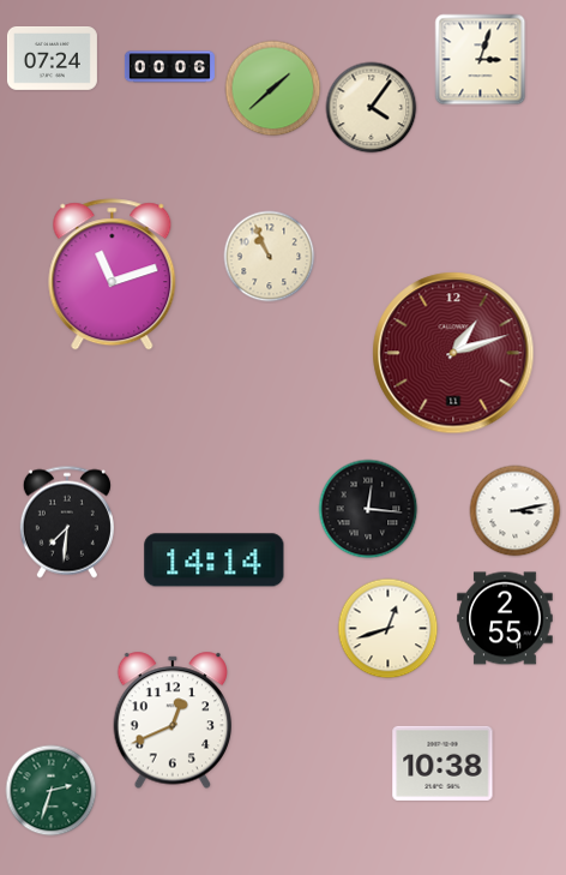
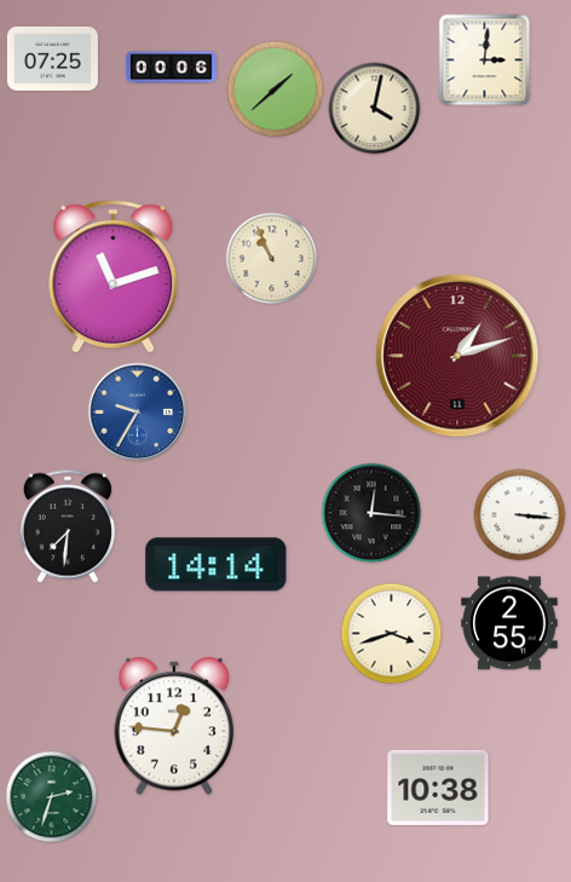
clock at (52, 58): 07:24 -> 07:25
clock at (481, 60): 3:03 -> 3:01
clock at (372, 108): 4:06 -> 4:02
clock at (138, 413): none -> 9:35
clock at (516, 511): 3:13 -> 3:16
clock at (389, 629): 12:42 -> 3:42
clock at (173, 720): 12:41 -> 12:46
clock at (442, 763) position: (442, 763) -> (438, 788)
